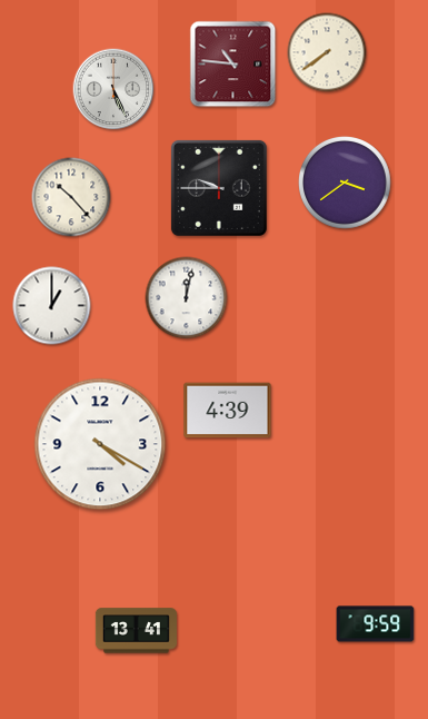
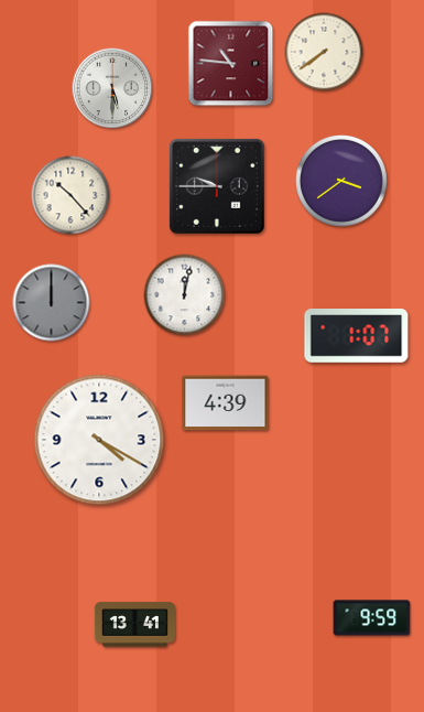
clock at (113, 89): 5:26 -> 5:30
clock at (52, 306): 1:00 -> 12:00
clock at (52, 306) dial: white -> grey
clock at (357, 336): none -> 1:07
clock at (228, 411) position: (228, 411) -> (226, 403)
